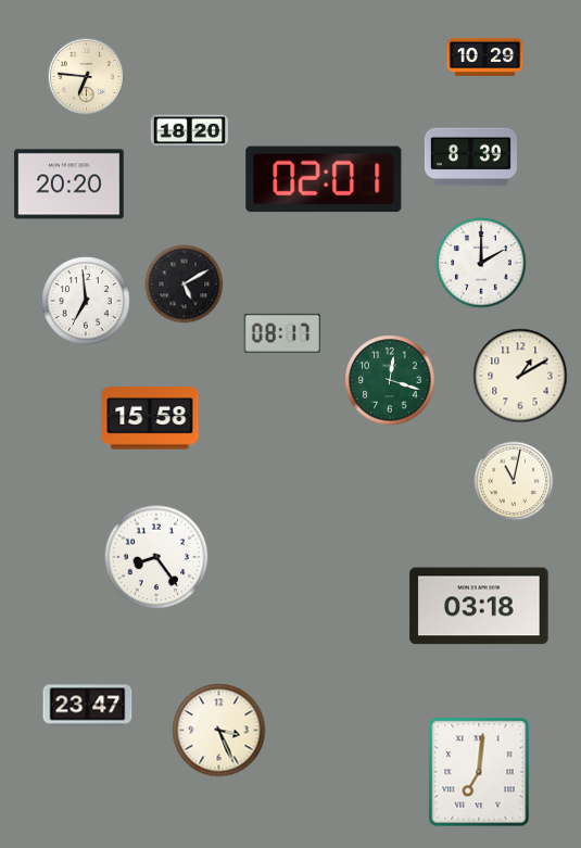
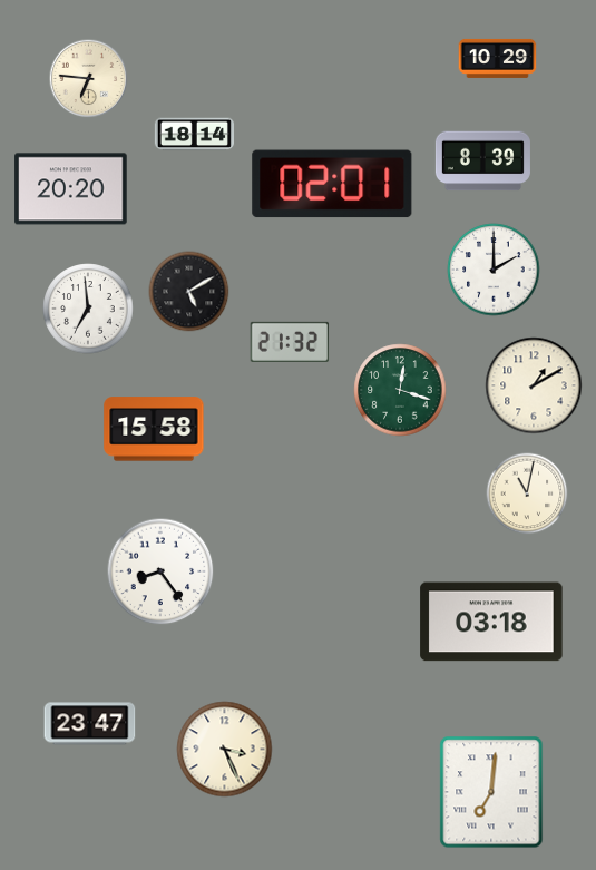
clock at (189, 131): 18:20 -> 18:14
clock at (282, 333): 08:17 -> 21:32
